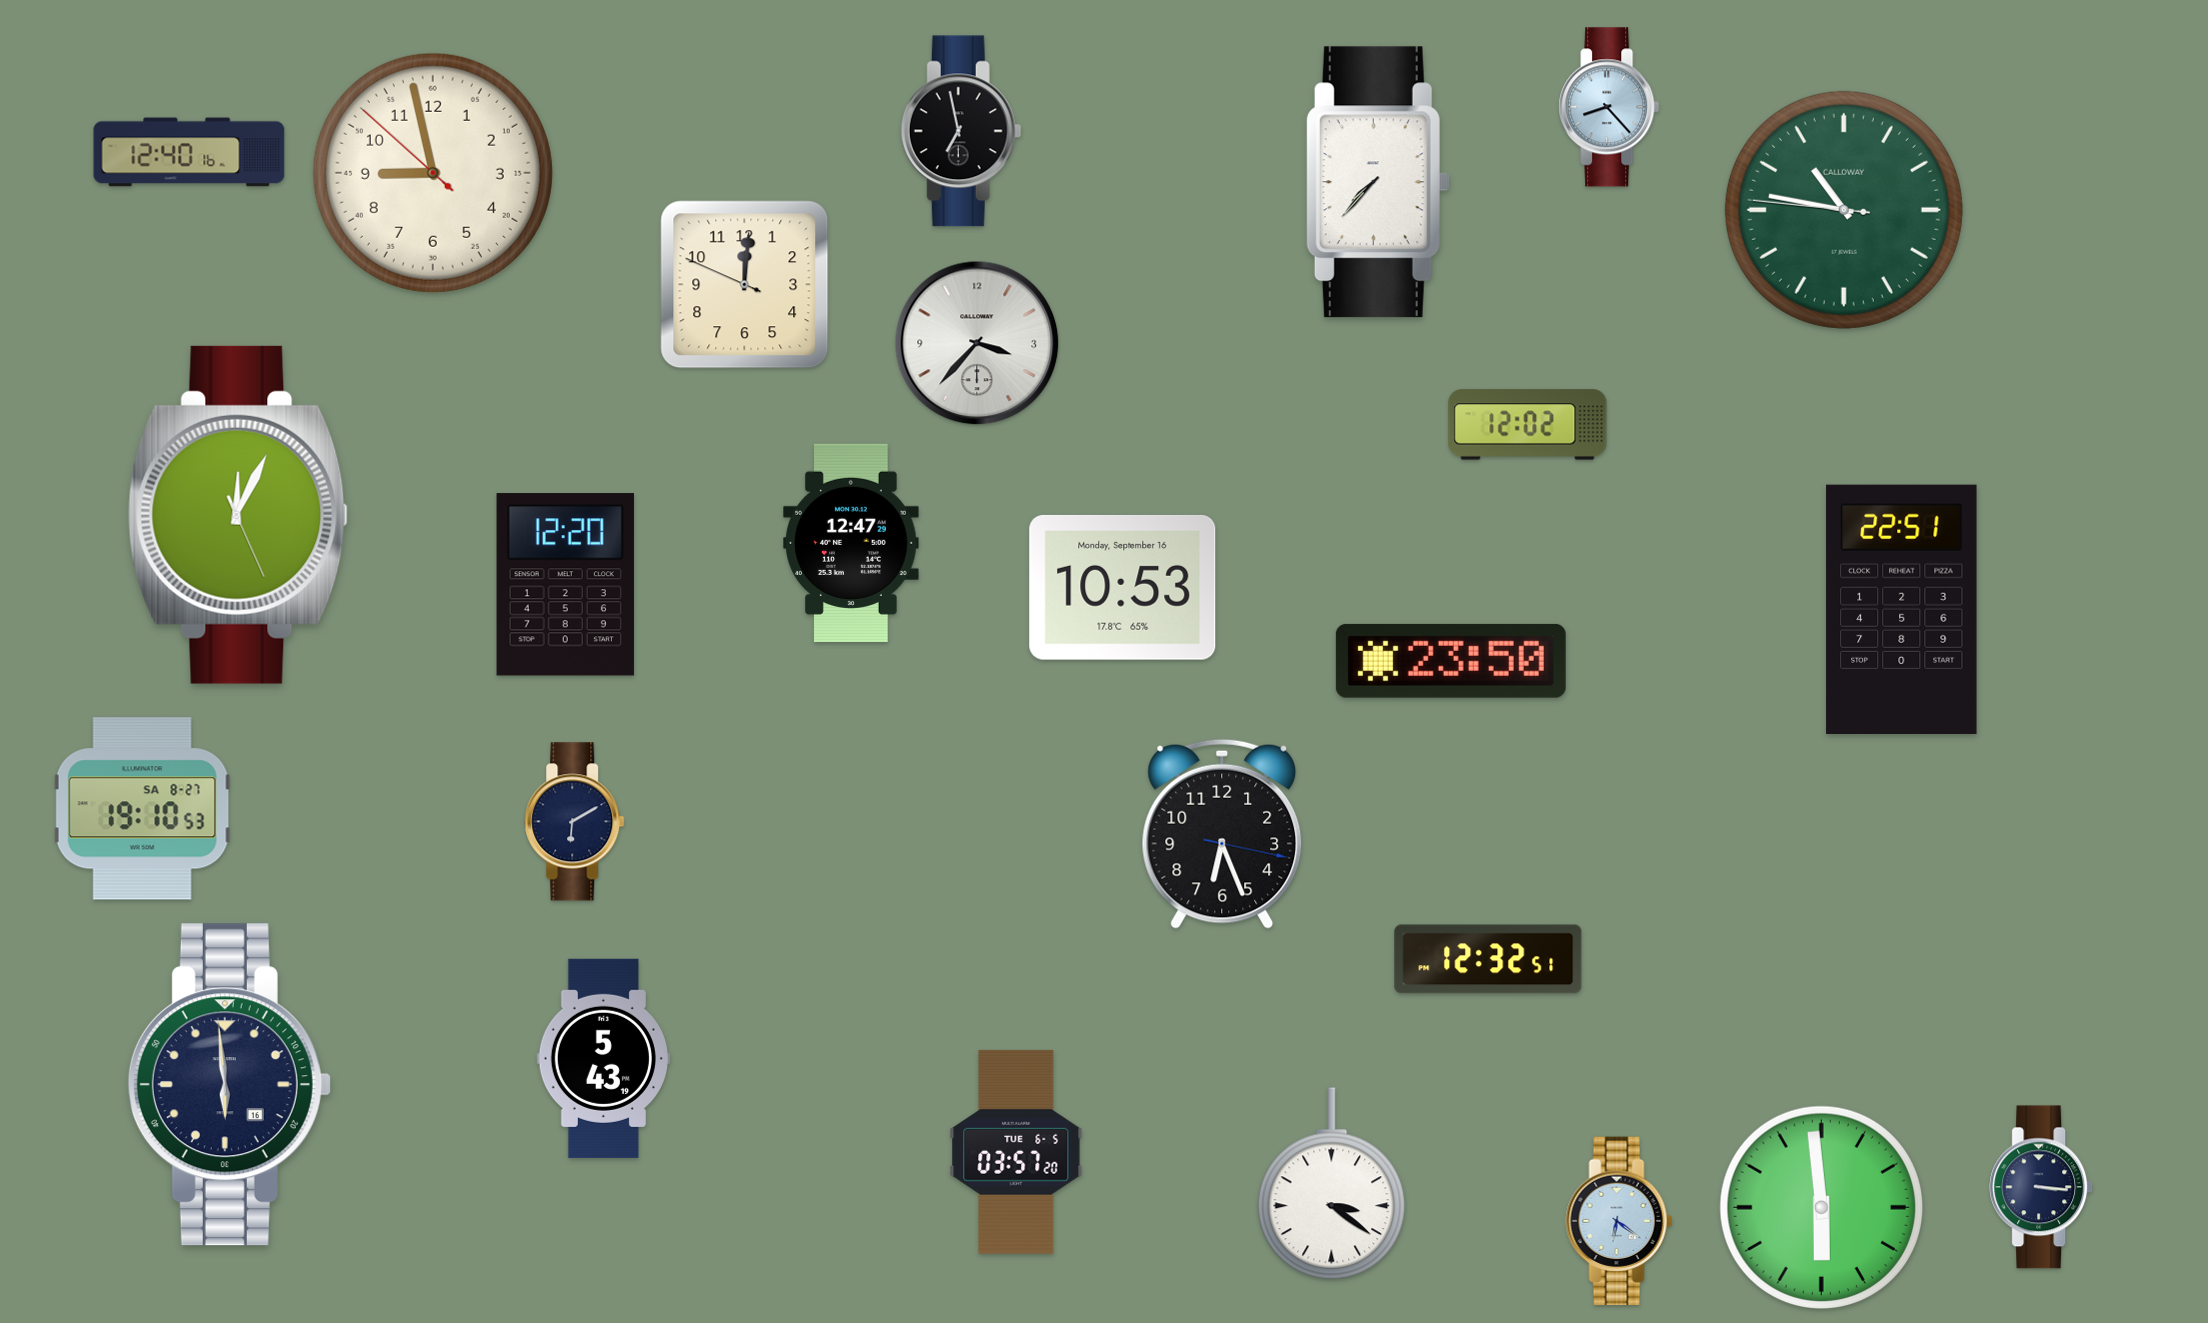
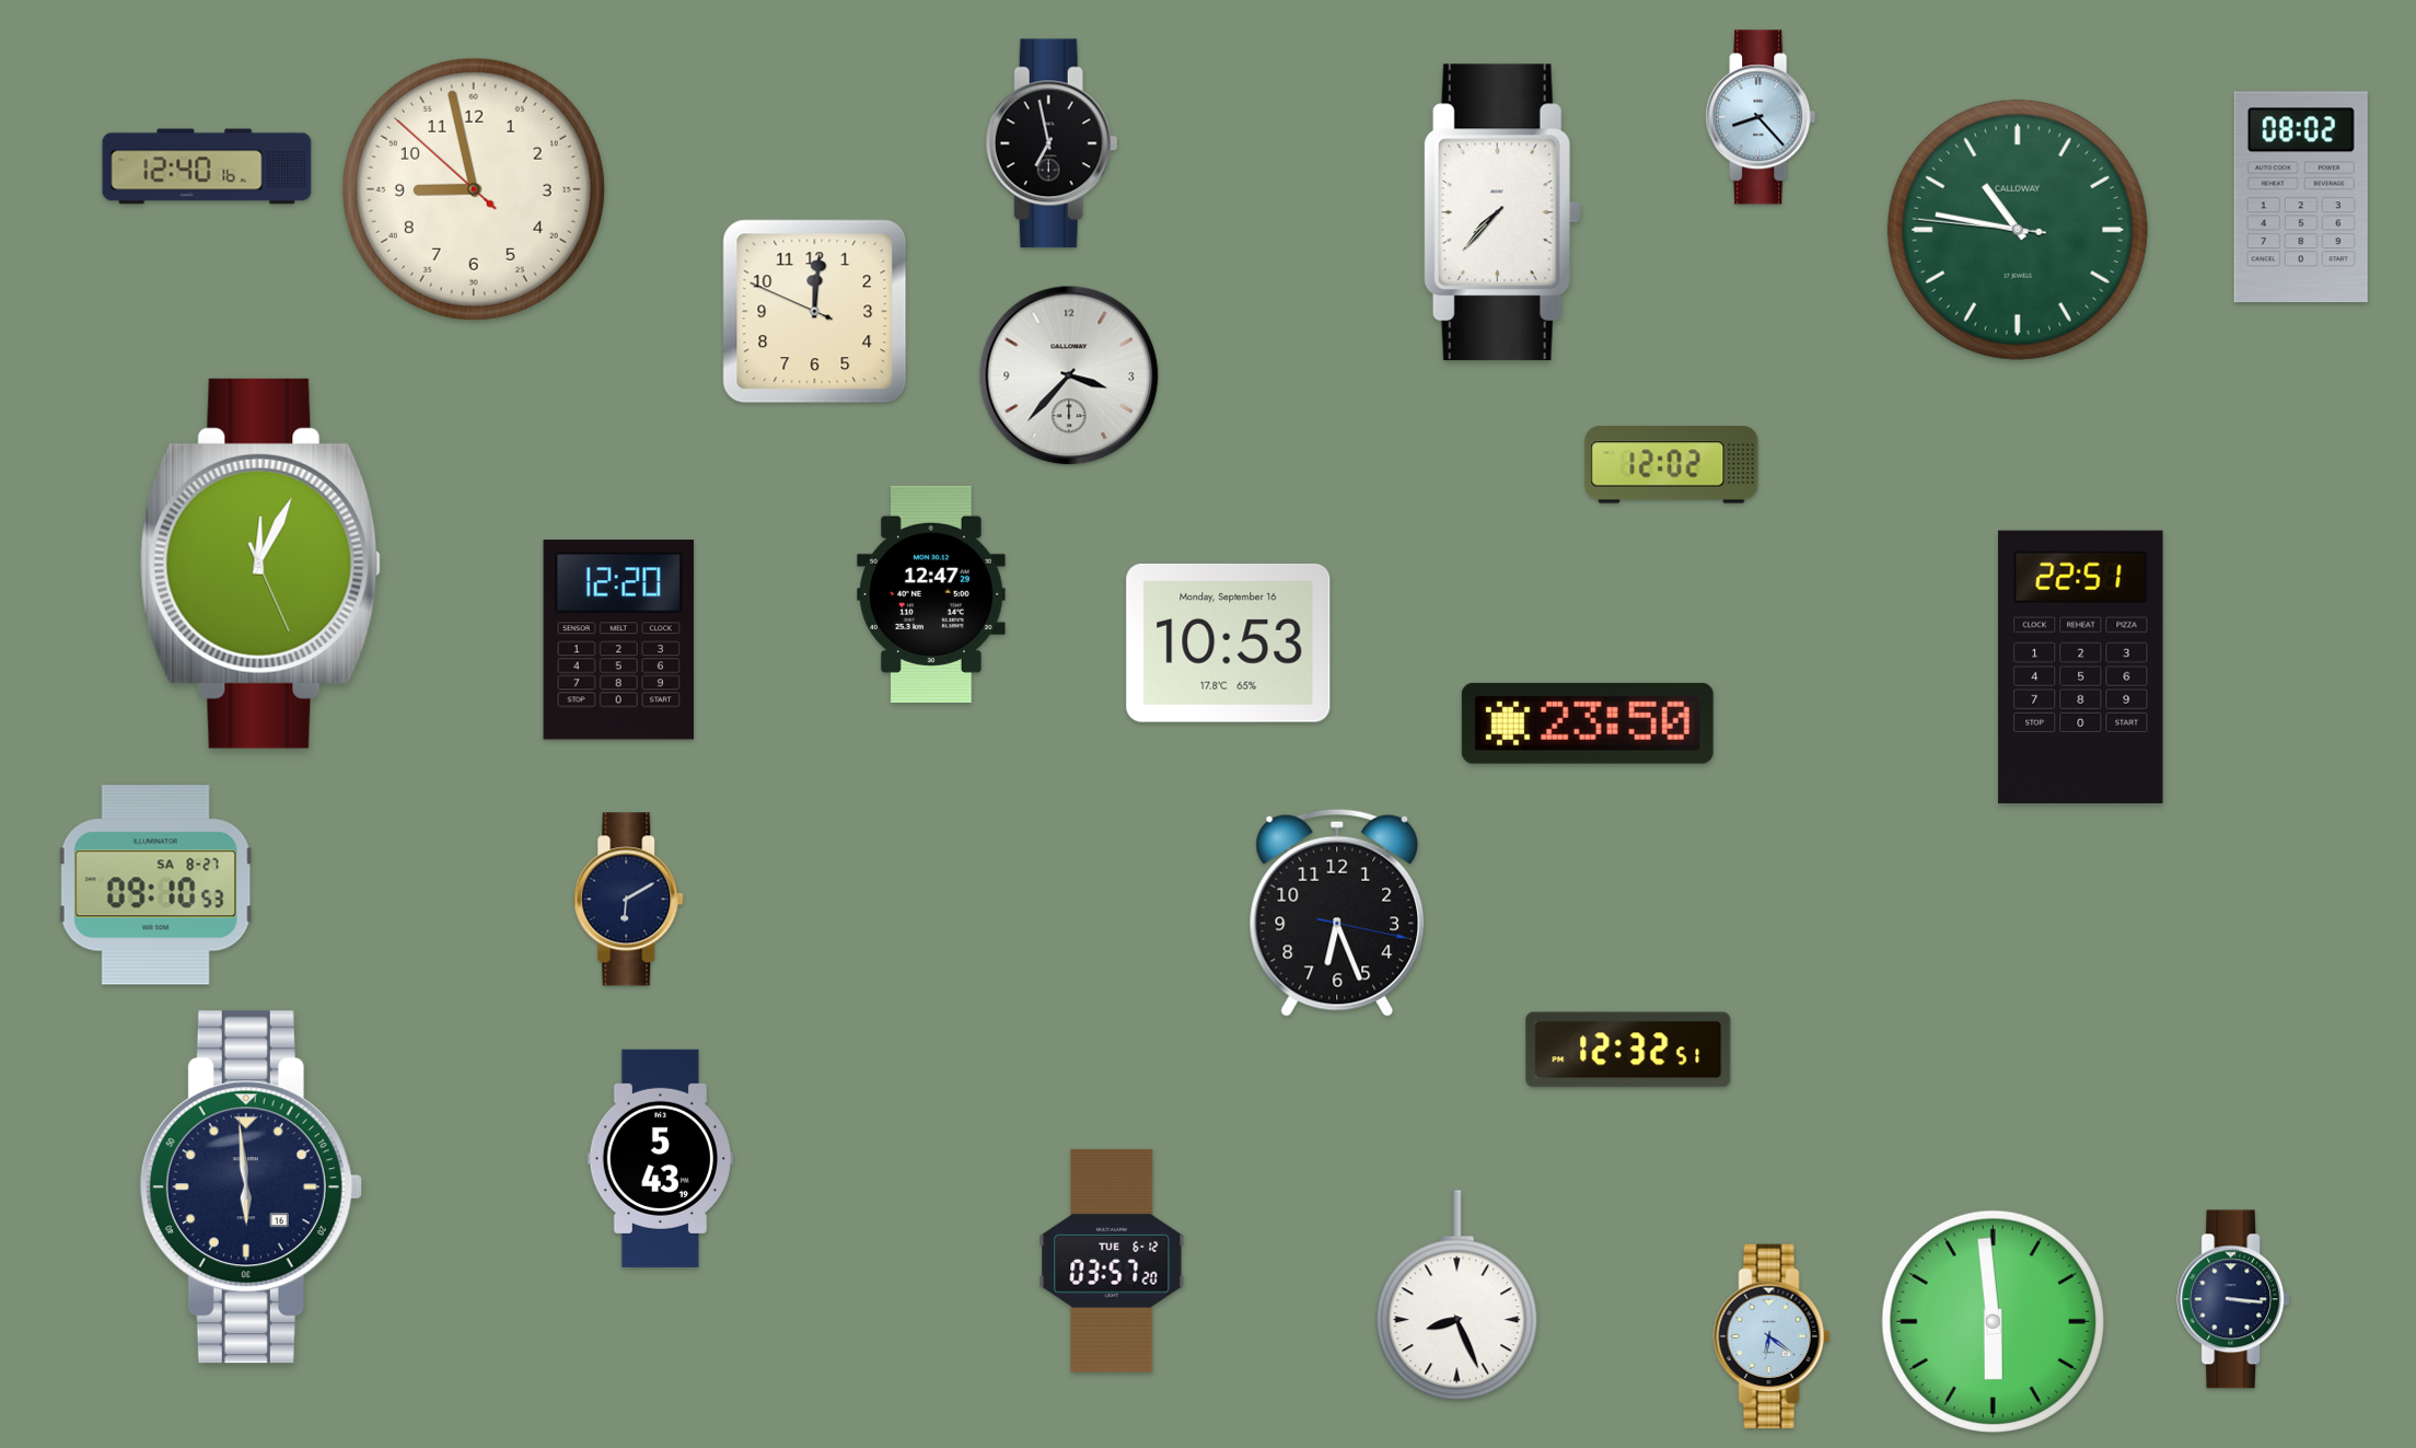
clock at (2301, 197): none -> 08:02
clock at (1378, 182) position: (1378, 182) -> (1502, 212)
clock at (143, 809): 19:10 -> 09:10
clock at (1016, 1152) date: TUE 6-5 -> TUE 6-12
clock at (1332, 1184): 3:21 -> 8:26
